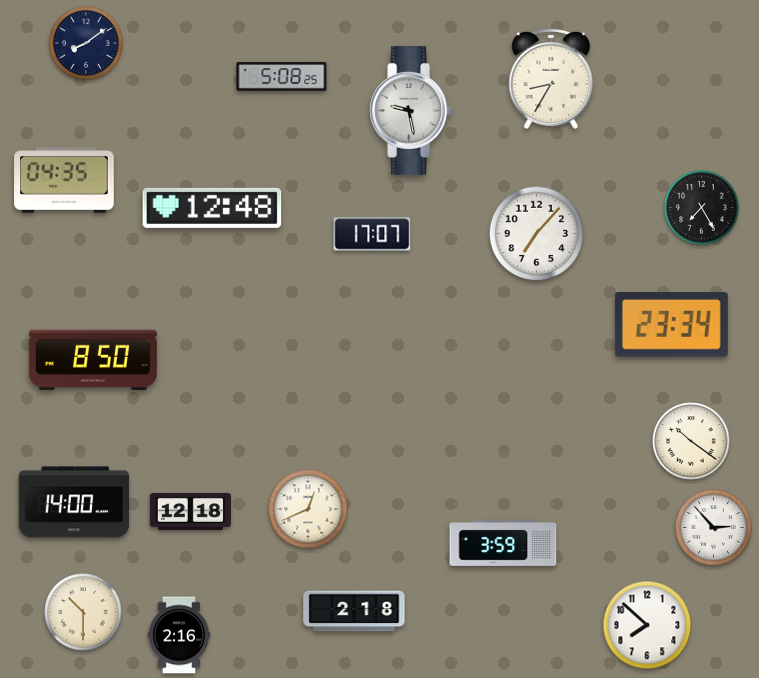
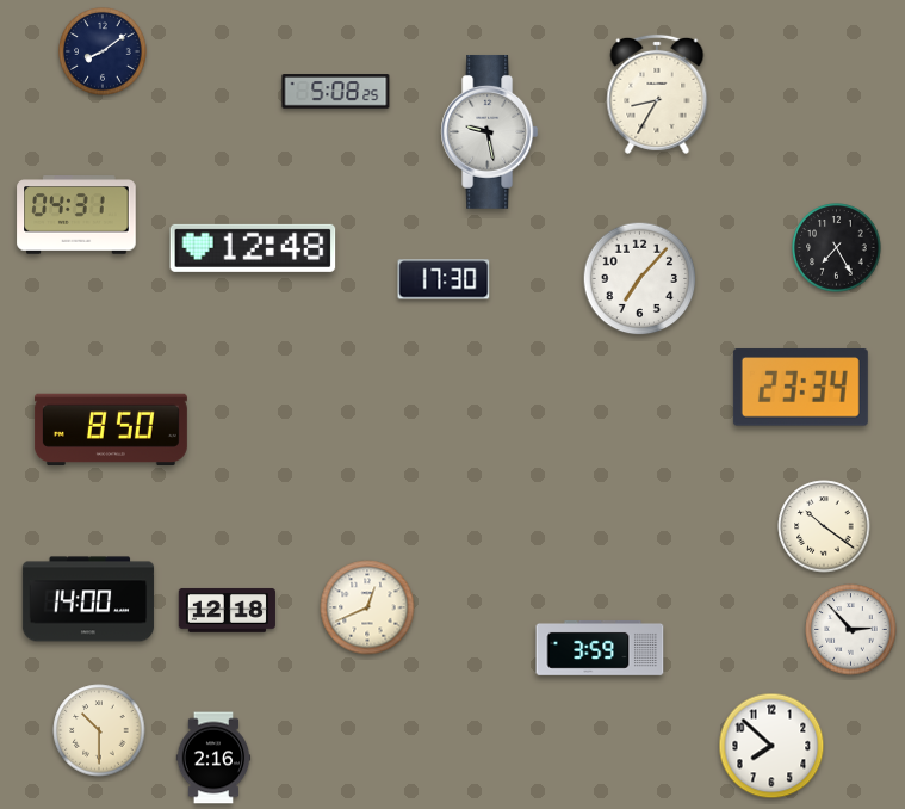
clock at (64, 180): 04:35 -> 04:31
clock at (372, 234): 17:07 -> 17:30
clock at (354, 611): 2:18 -> none
